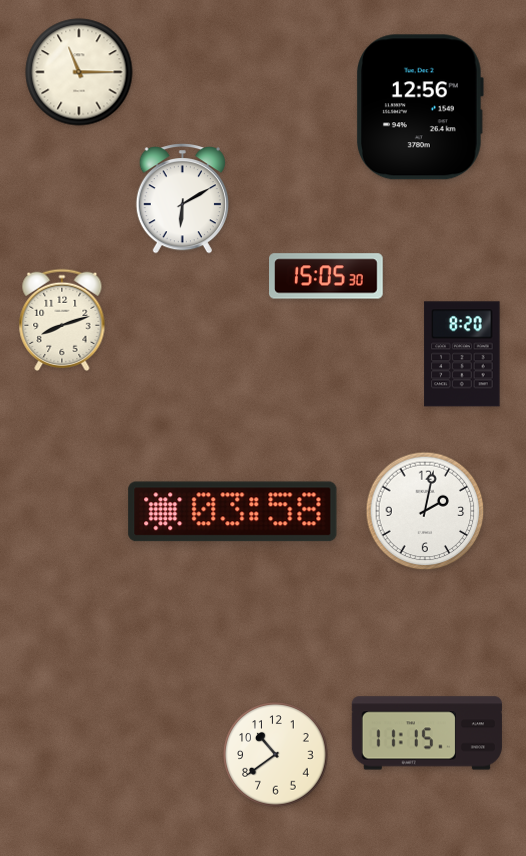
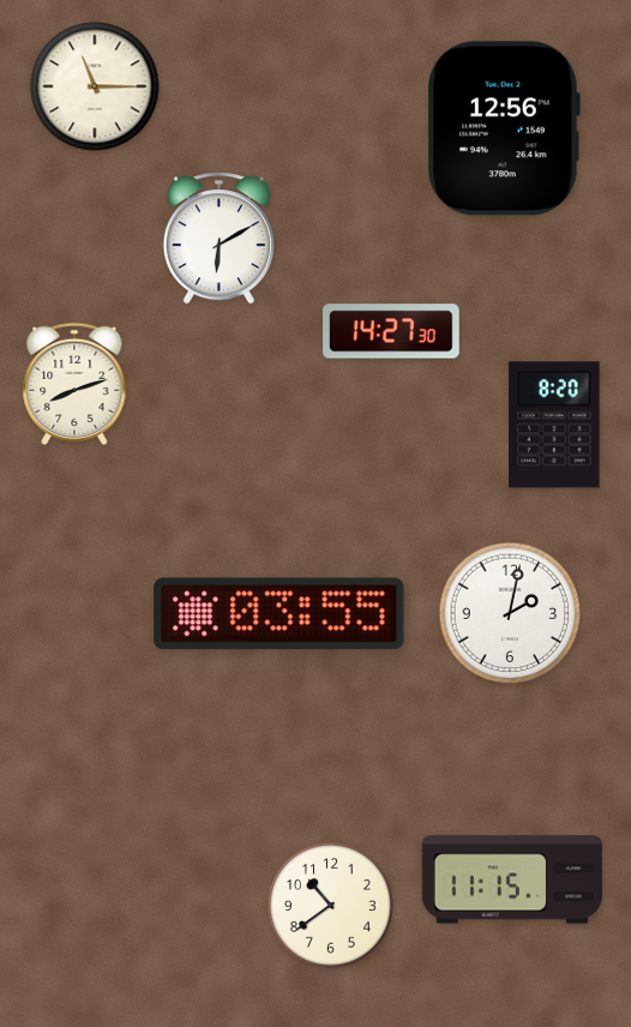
clock at (326, 276): 15:05 -> 14:27
clock at (233, 512): 03:58 -> 03:55
